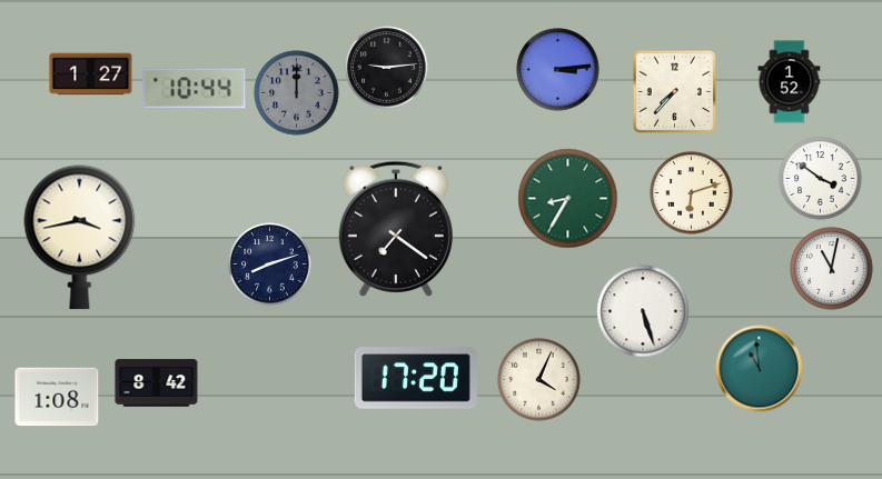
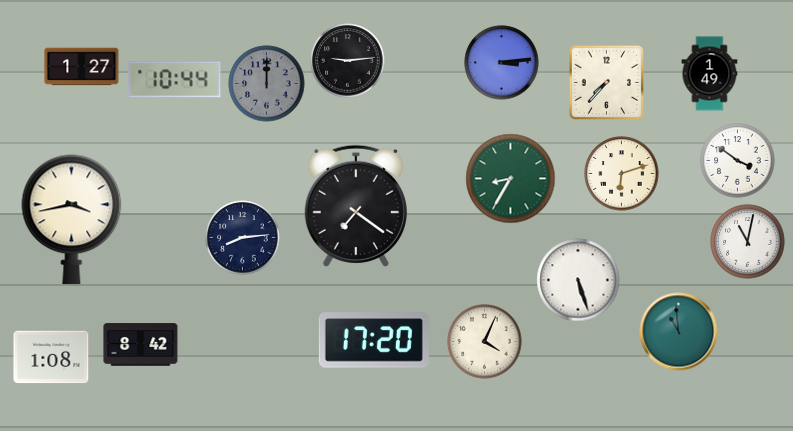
clock at (790, 82): 1:52 -> 1:49
clock at (80, 238) position: (80, 238) -> (72, 220)
clock at (270, 265): 8:12 -> 8:14
clock at (760, 369) position: (760, 369) -> (679, 332)
